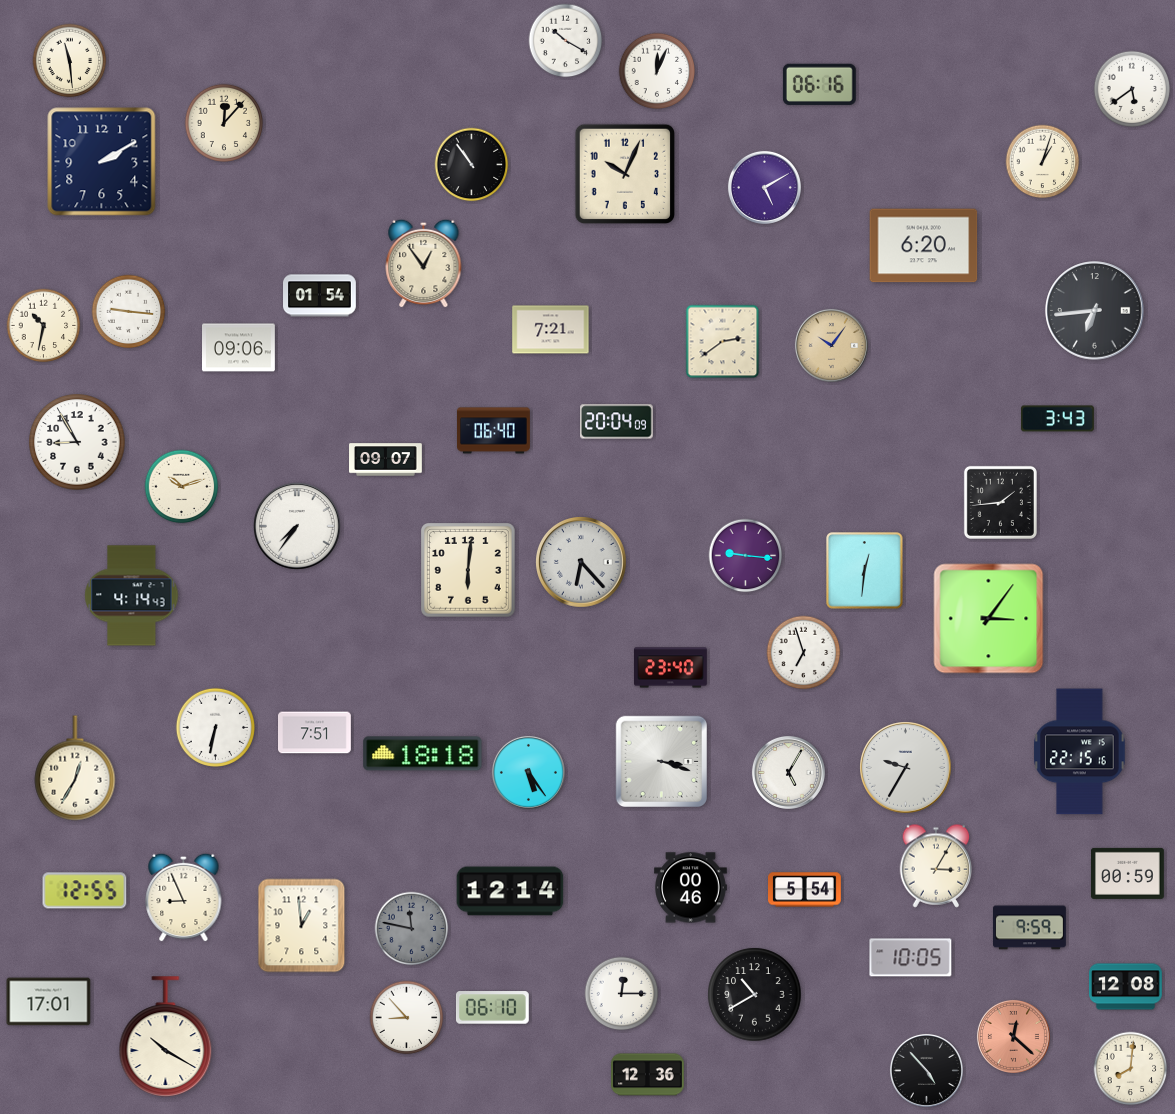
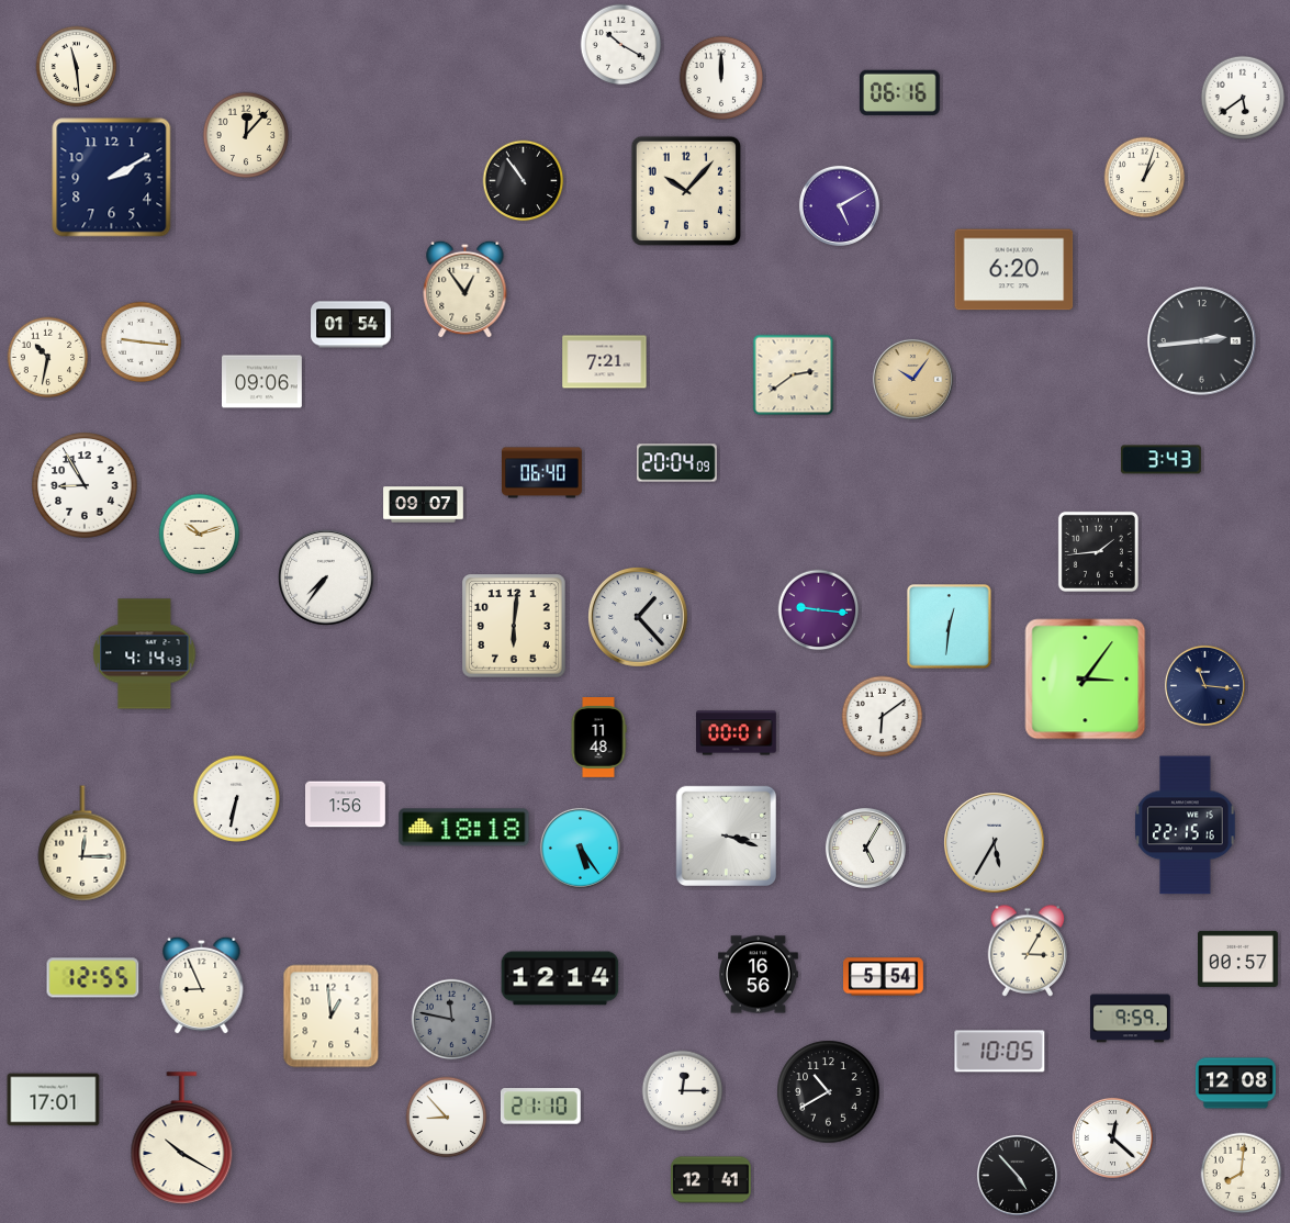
clock at (657, 71): 12:04 -> 12:00
clock at (472, 165) position: (472, 165) -> (524, 181)
clock at (624, 173): 10:04 -> 10:07
clock at (1095, 311): 6:44 -> 2:44
clock at (581, 562): 6:23 -> 1:23
clock at (1204, 685): none -> 11:16
clock at (804, 653): 6:57 -> 6:09
clock at (671, 668): 23:40 -> 00:01
clock at (598, 738): none -> 11:48
clock at (315, 733): 7:51 -> 1:56
clock at (75, 768): 12:35 -> 12:15
clock at (906, 768): 9:35 -> 5:35
clock at (1128, 873): 00:59 -> 00:57
clock at (691, 888): 00:46 -> 16:56
clock at (492, 1008): 06:10 -> 21:10
clock at (1013, 1036) dial: salmon -> white
clock at (648, 1075): 12:36 -> 12:41
